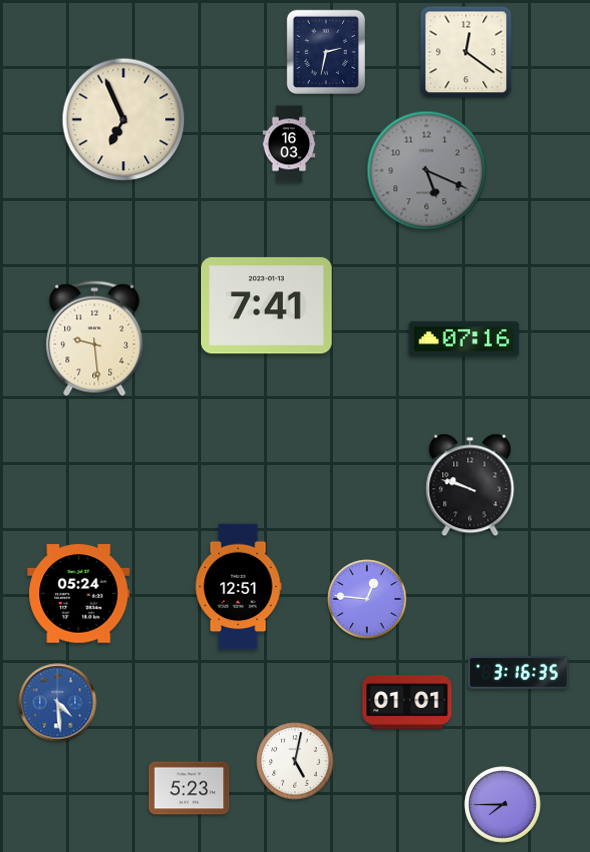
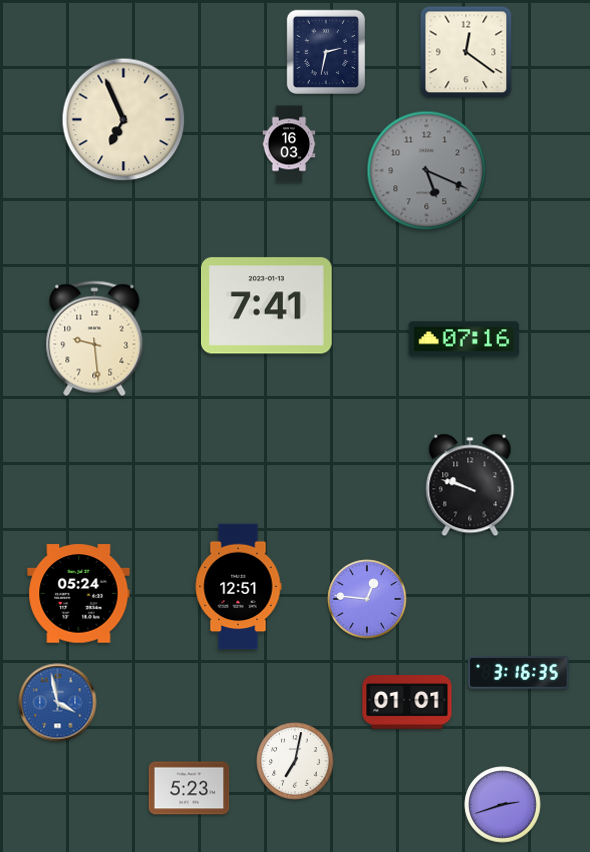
clock at (58, 703): 4:29 -> 3:58
clock at (295, 761): 5:02 -> 7:02
clock at (503, 805): 7:45 -> 2:42
